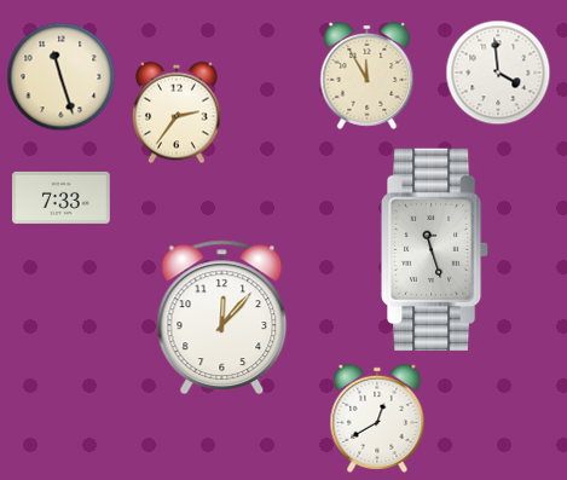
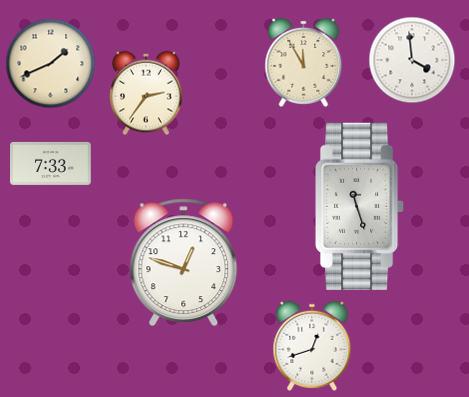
clock at (60, 76): 11:27 -> 1:41
clock at (222, 318): 12:07 -> 12:48
clock at (377, 418): 12:40 -> 12:42
